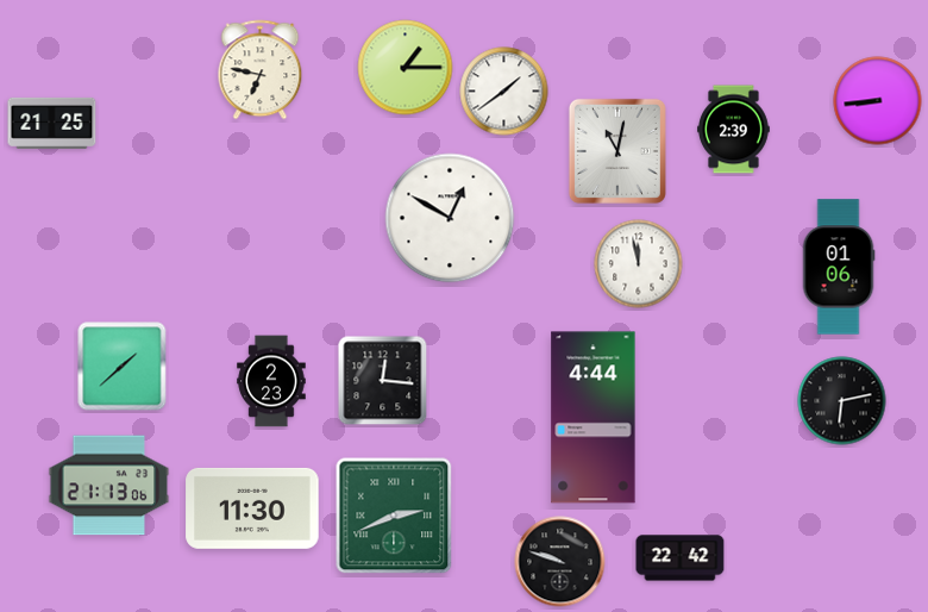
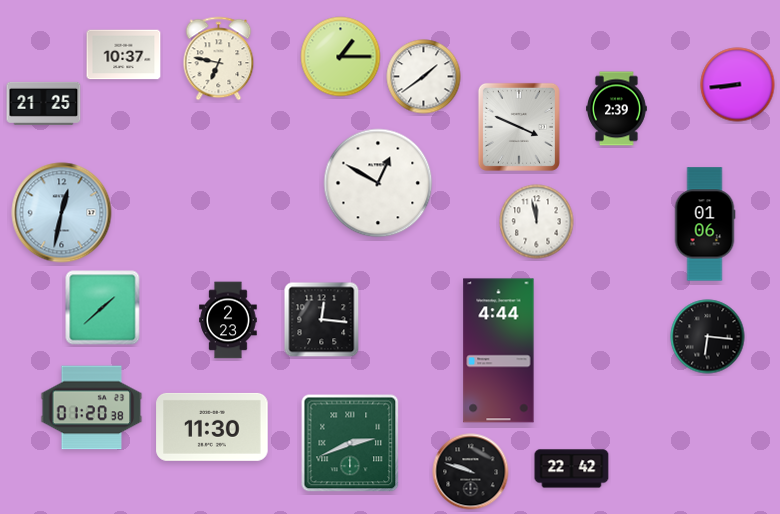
clock at (124, 55): none -> 10:37
clock at (617, 151): 11:02 -> 3:49
clock at (62, 213): none -> 12:32
clock at (842, 401): 6:13 -> 6:16
clock at (109, 486): 21:13 -> 01:20
clock at (394, 516) position: (394, 516) -> (350, 443)
